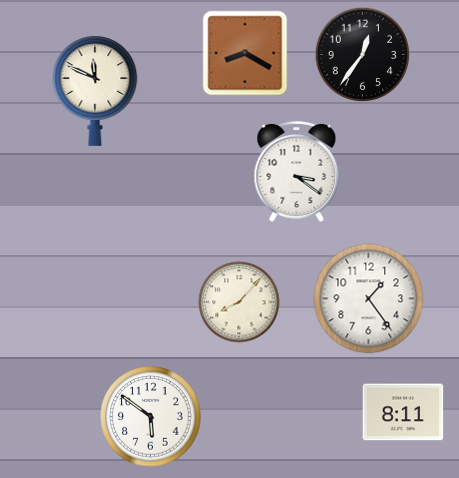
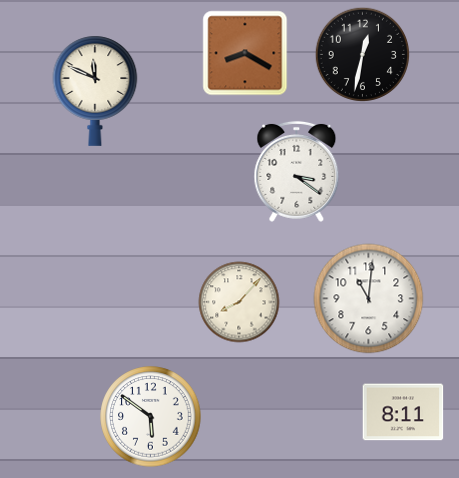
clock at (363, 55): 12:36 -> 12:32
clock at (369, 299): 1:24 -> 11:01
